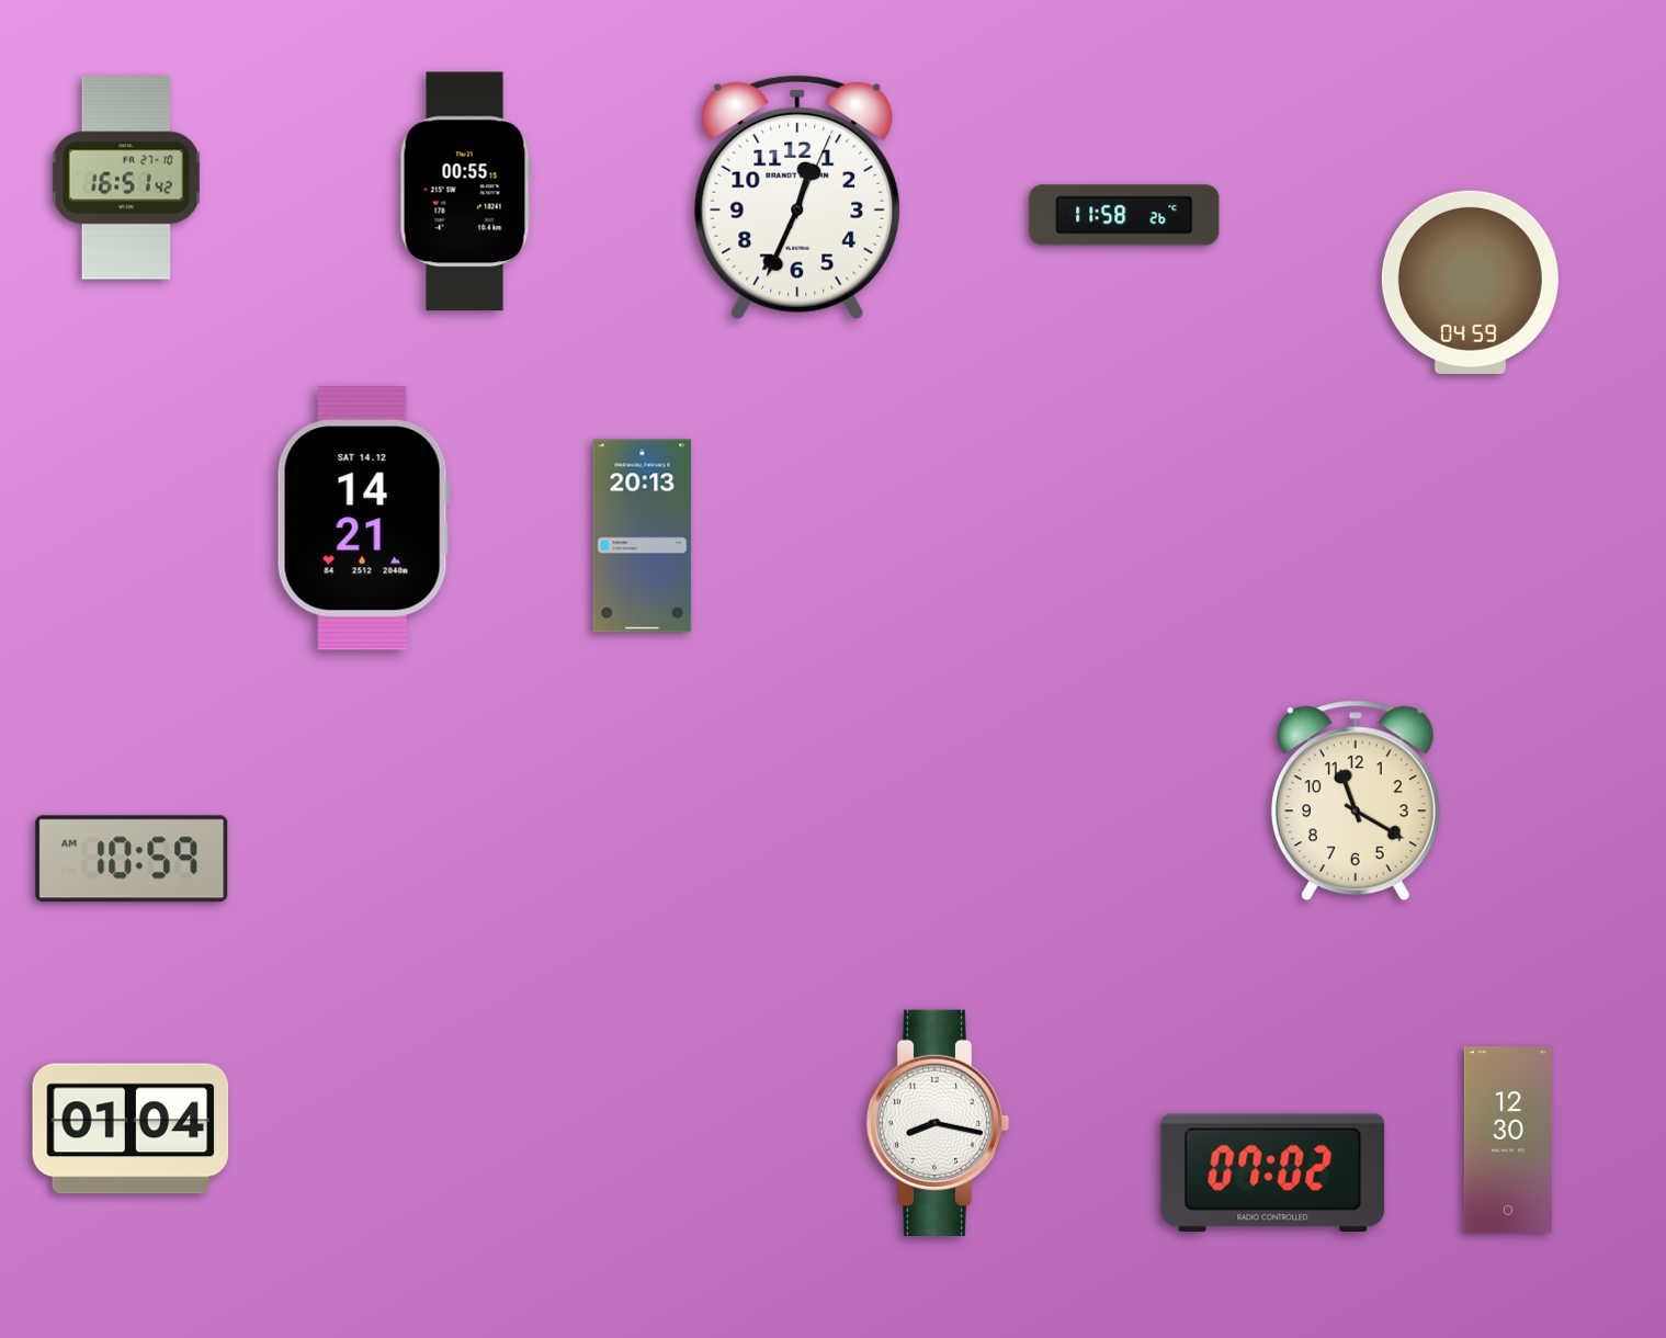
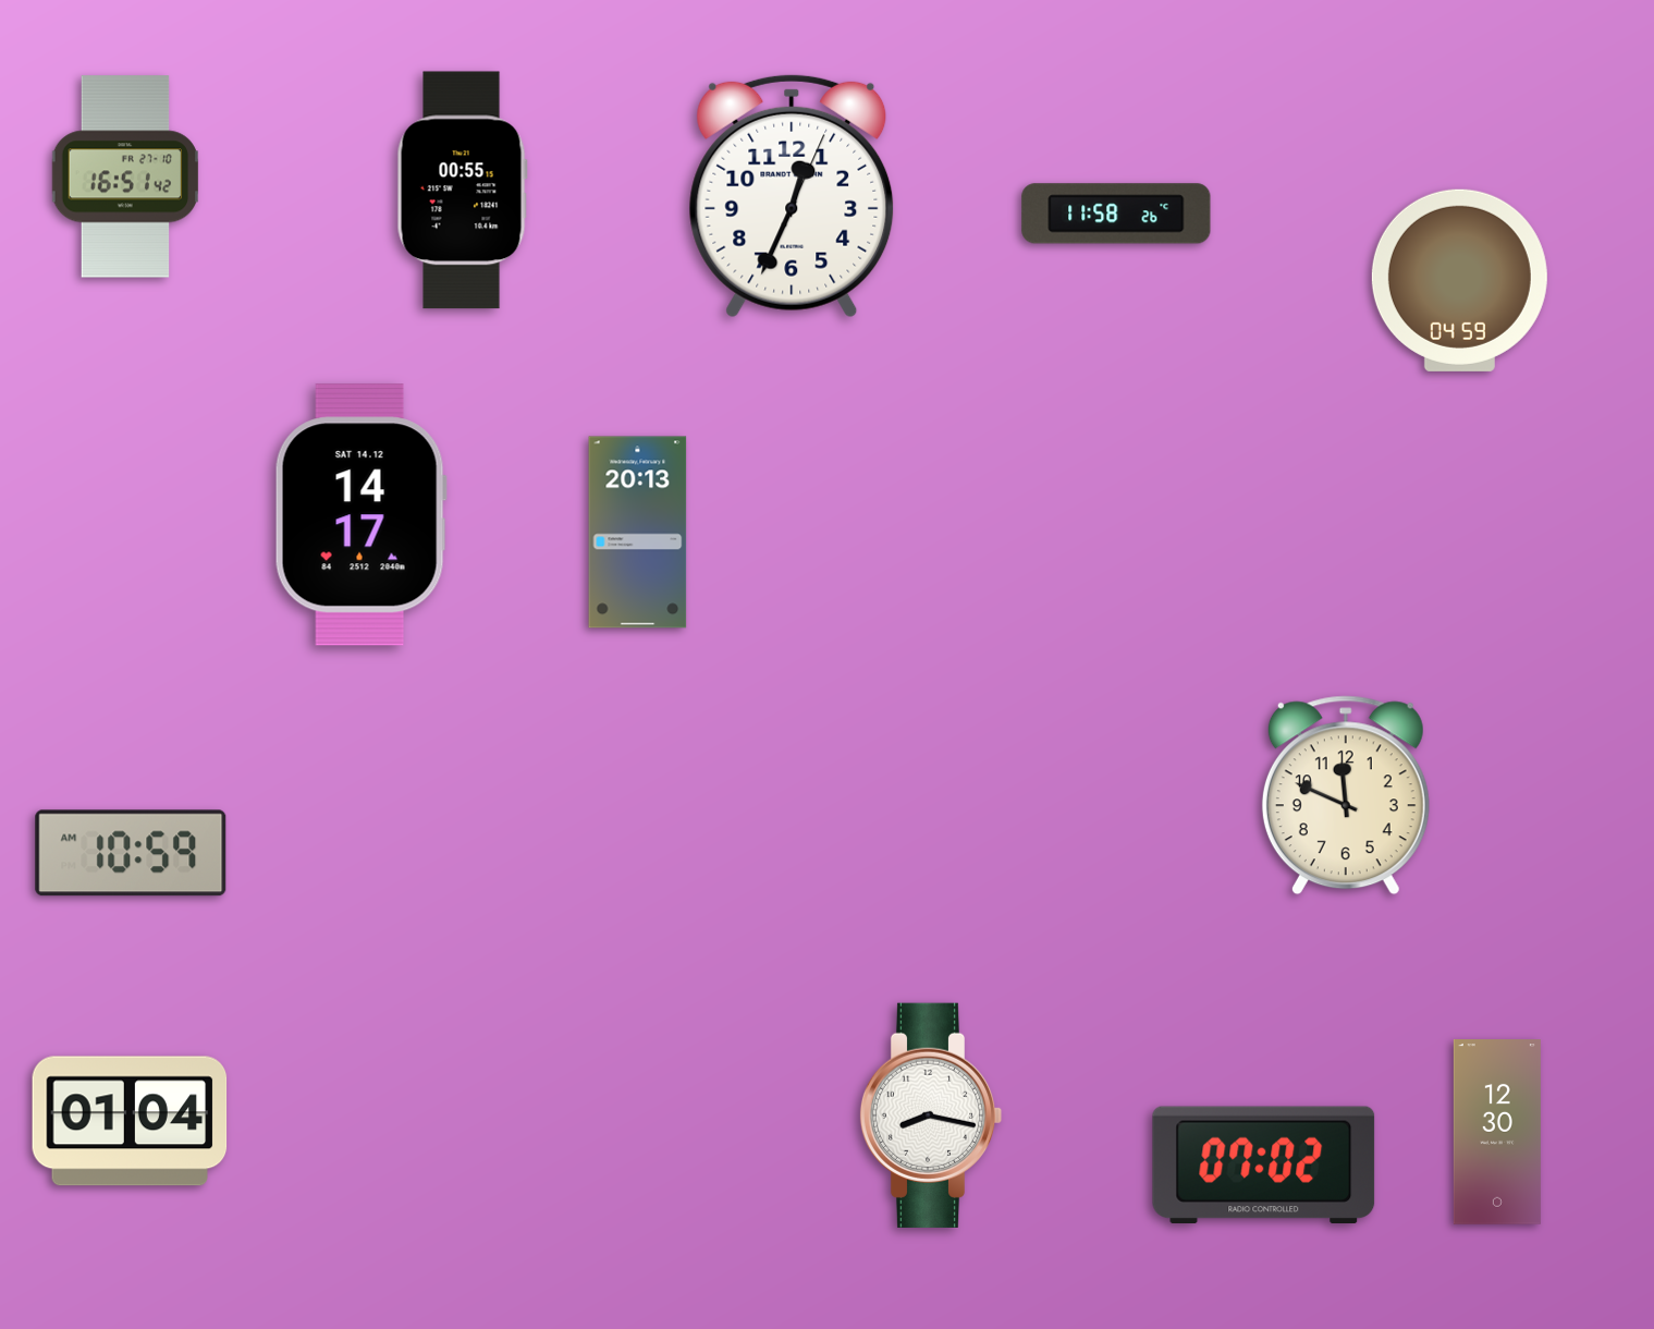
clock at (363, 519): 14:21 -> 14:17
clock at (1356, 801): 11:20 -> 11:49
